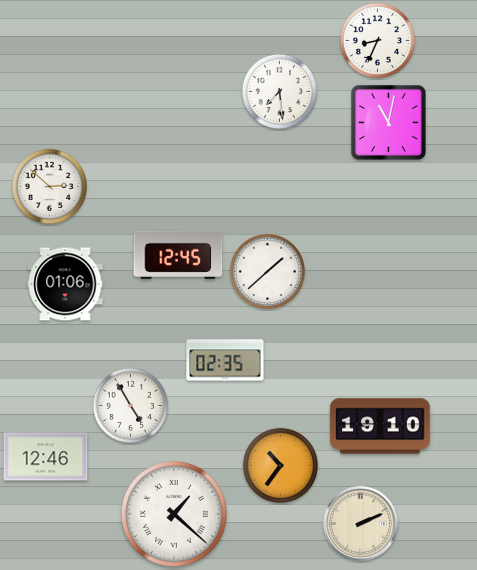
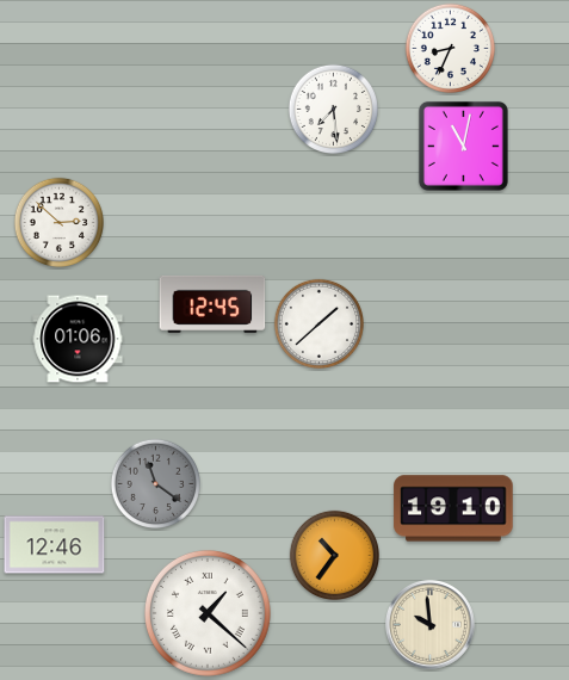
clock at (225, 360): 02:35 -> none
clock at (130, 405): 4:55 -> 11:21
clock at (130, 405) dial: white -> grey
clock at (361, 524): 2:11 -> 9:59
